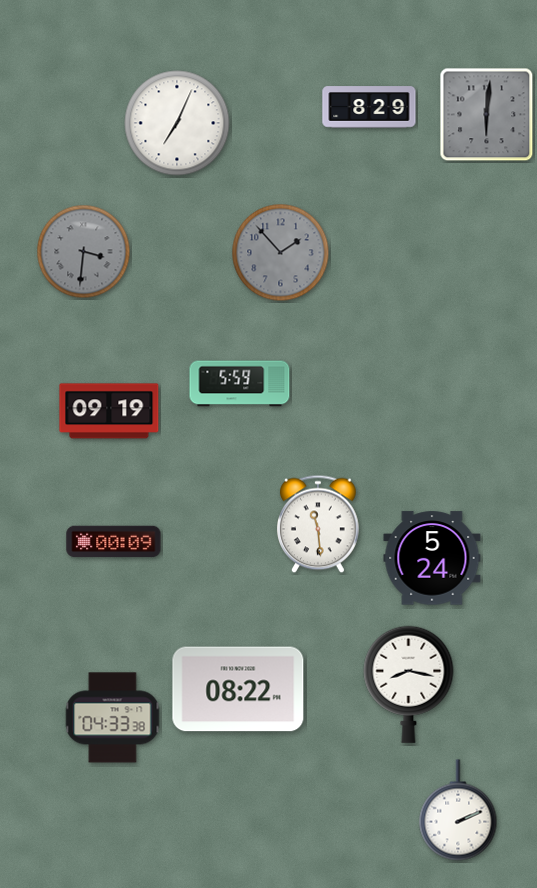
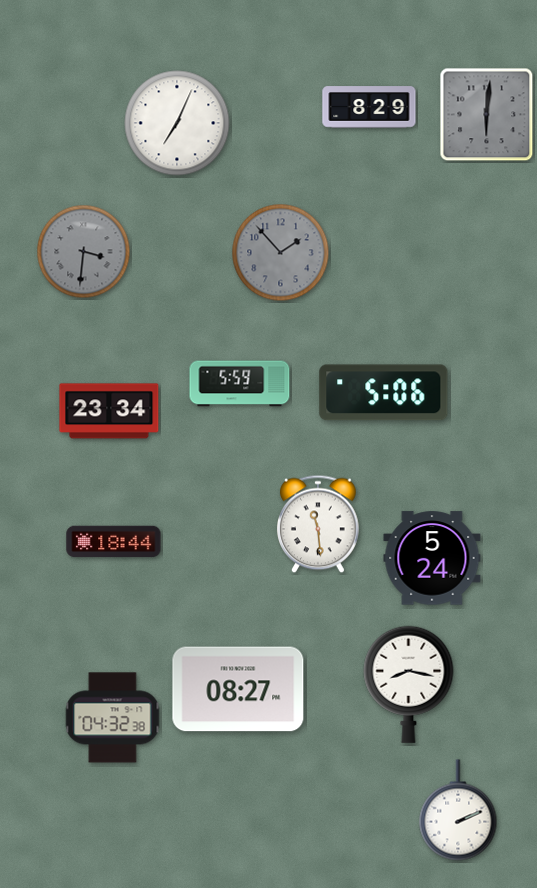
clock at (384, 393): none -> 5:06
clock at (109, 411): 09:19 -> 23:34
clock at (114, 542): 00:09 -> 18:44
clock at (238, 689): 08:22 -> 08:27
clock at (113, 718): 04:33 -> 04:32
